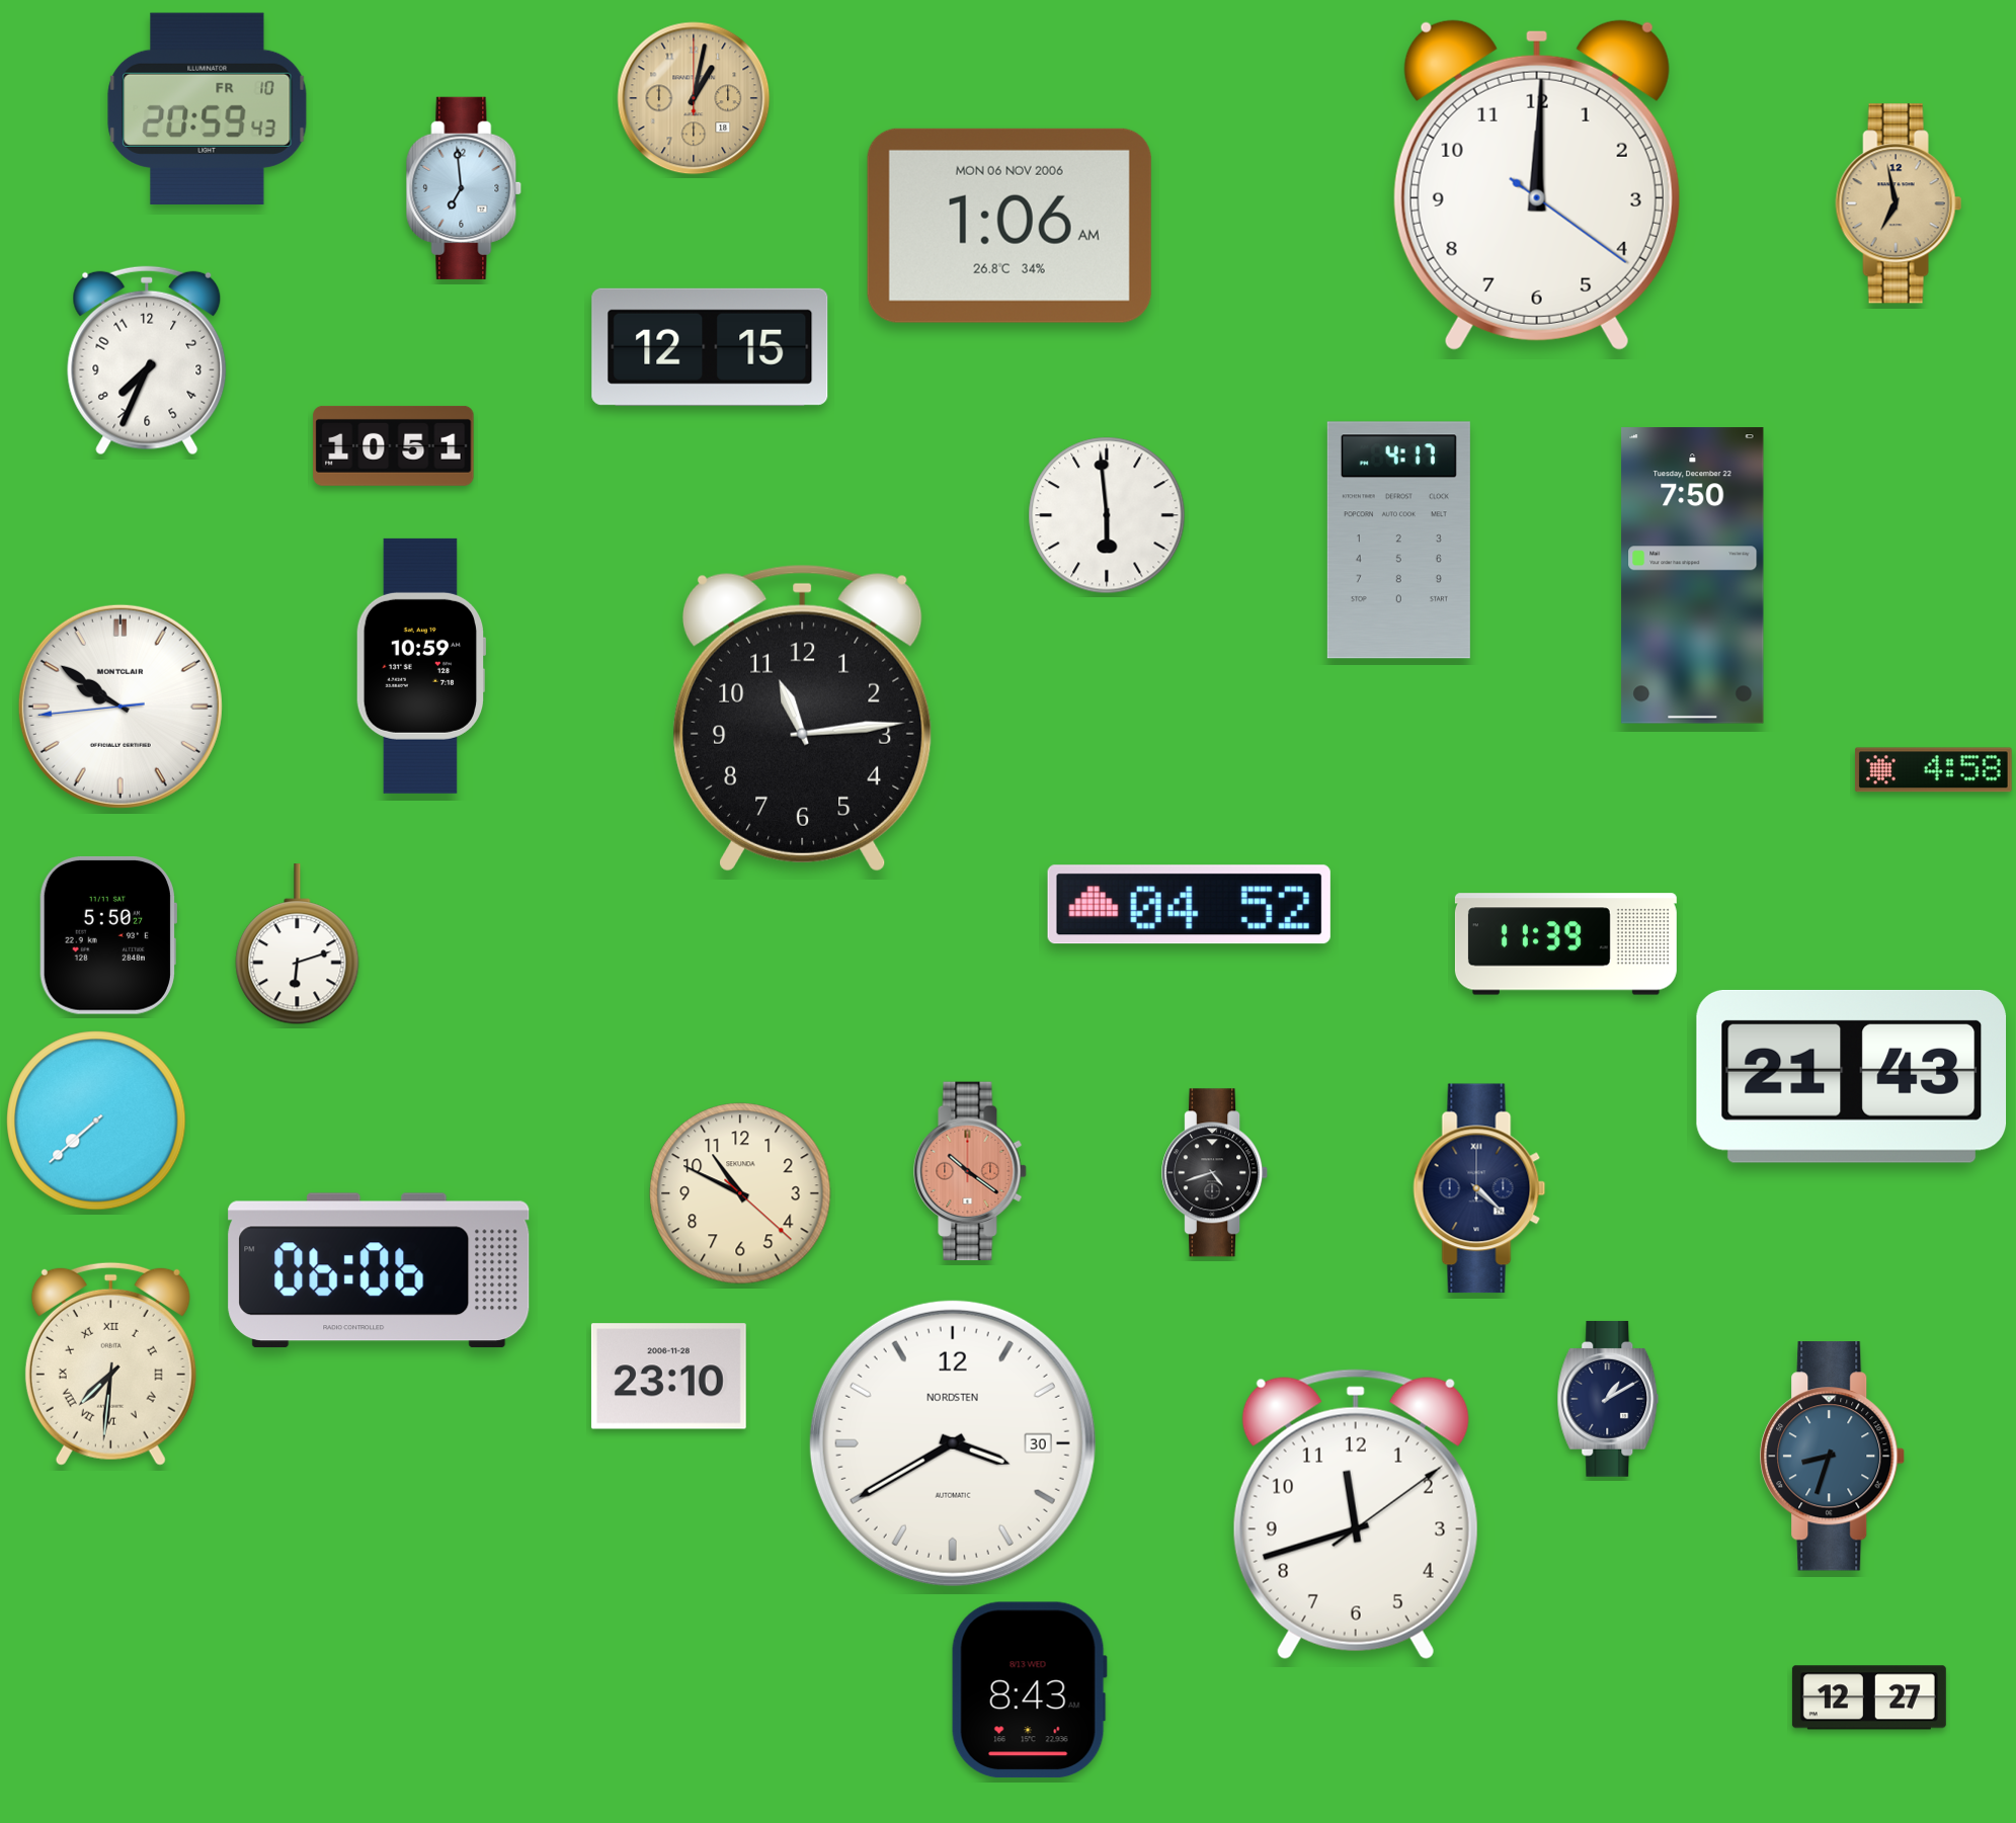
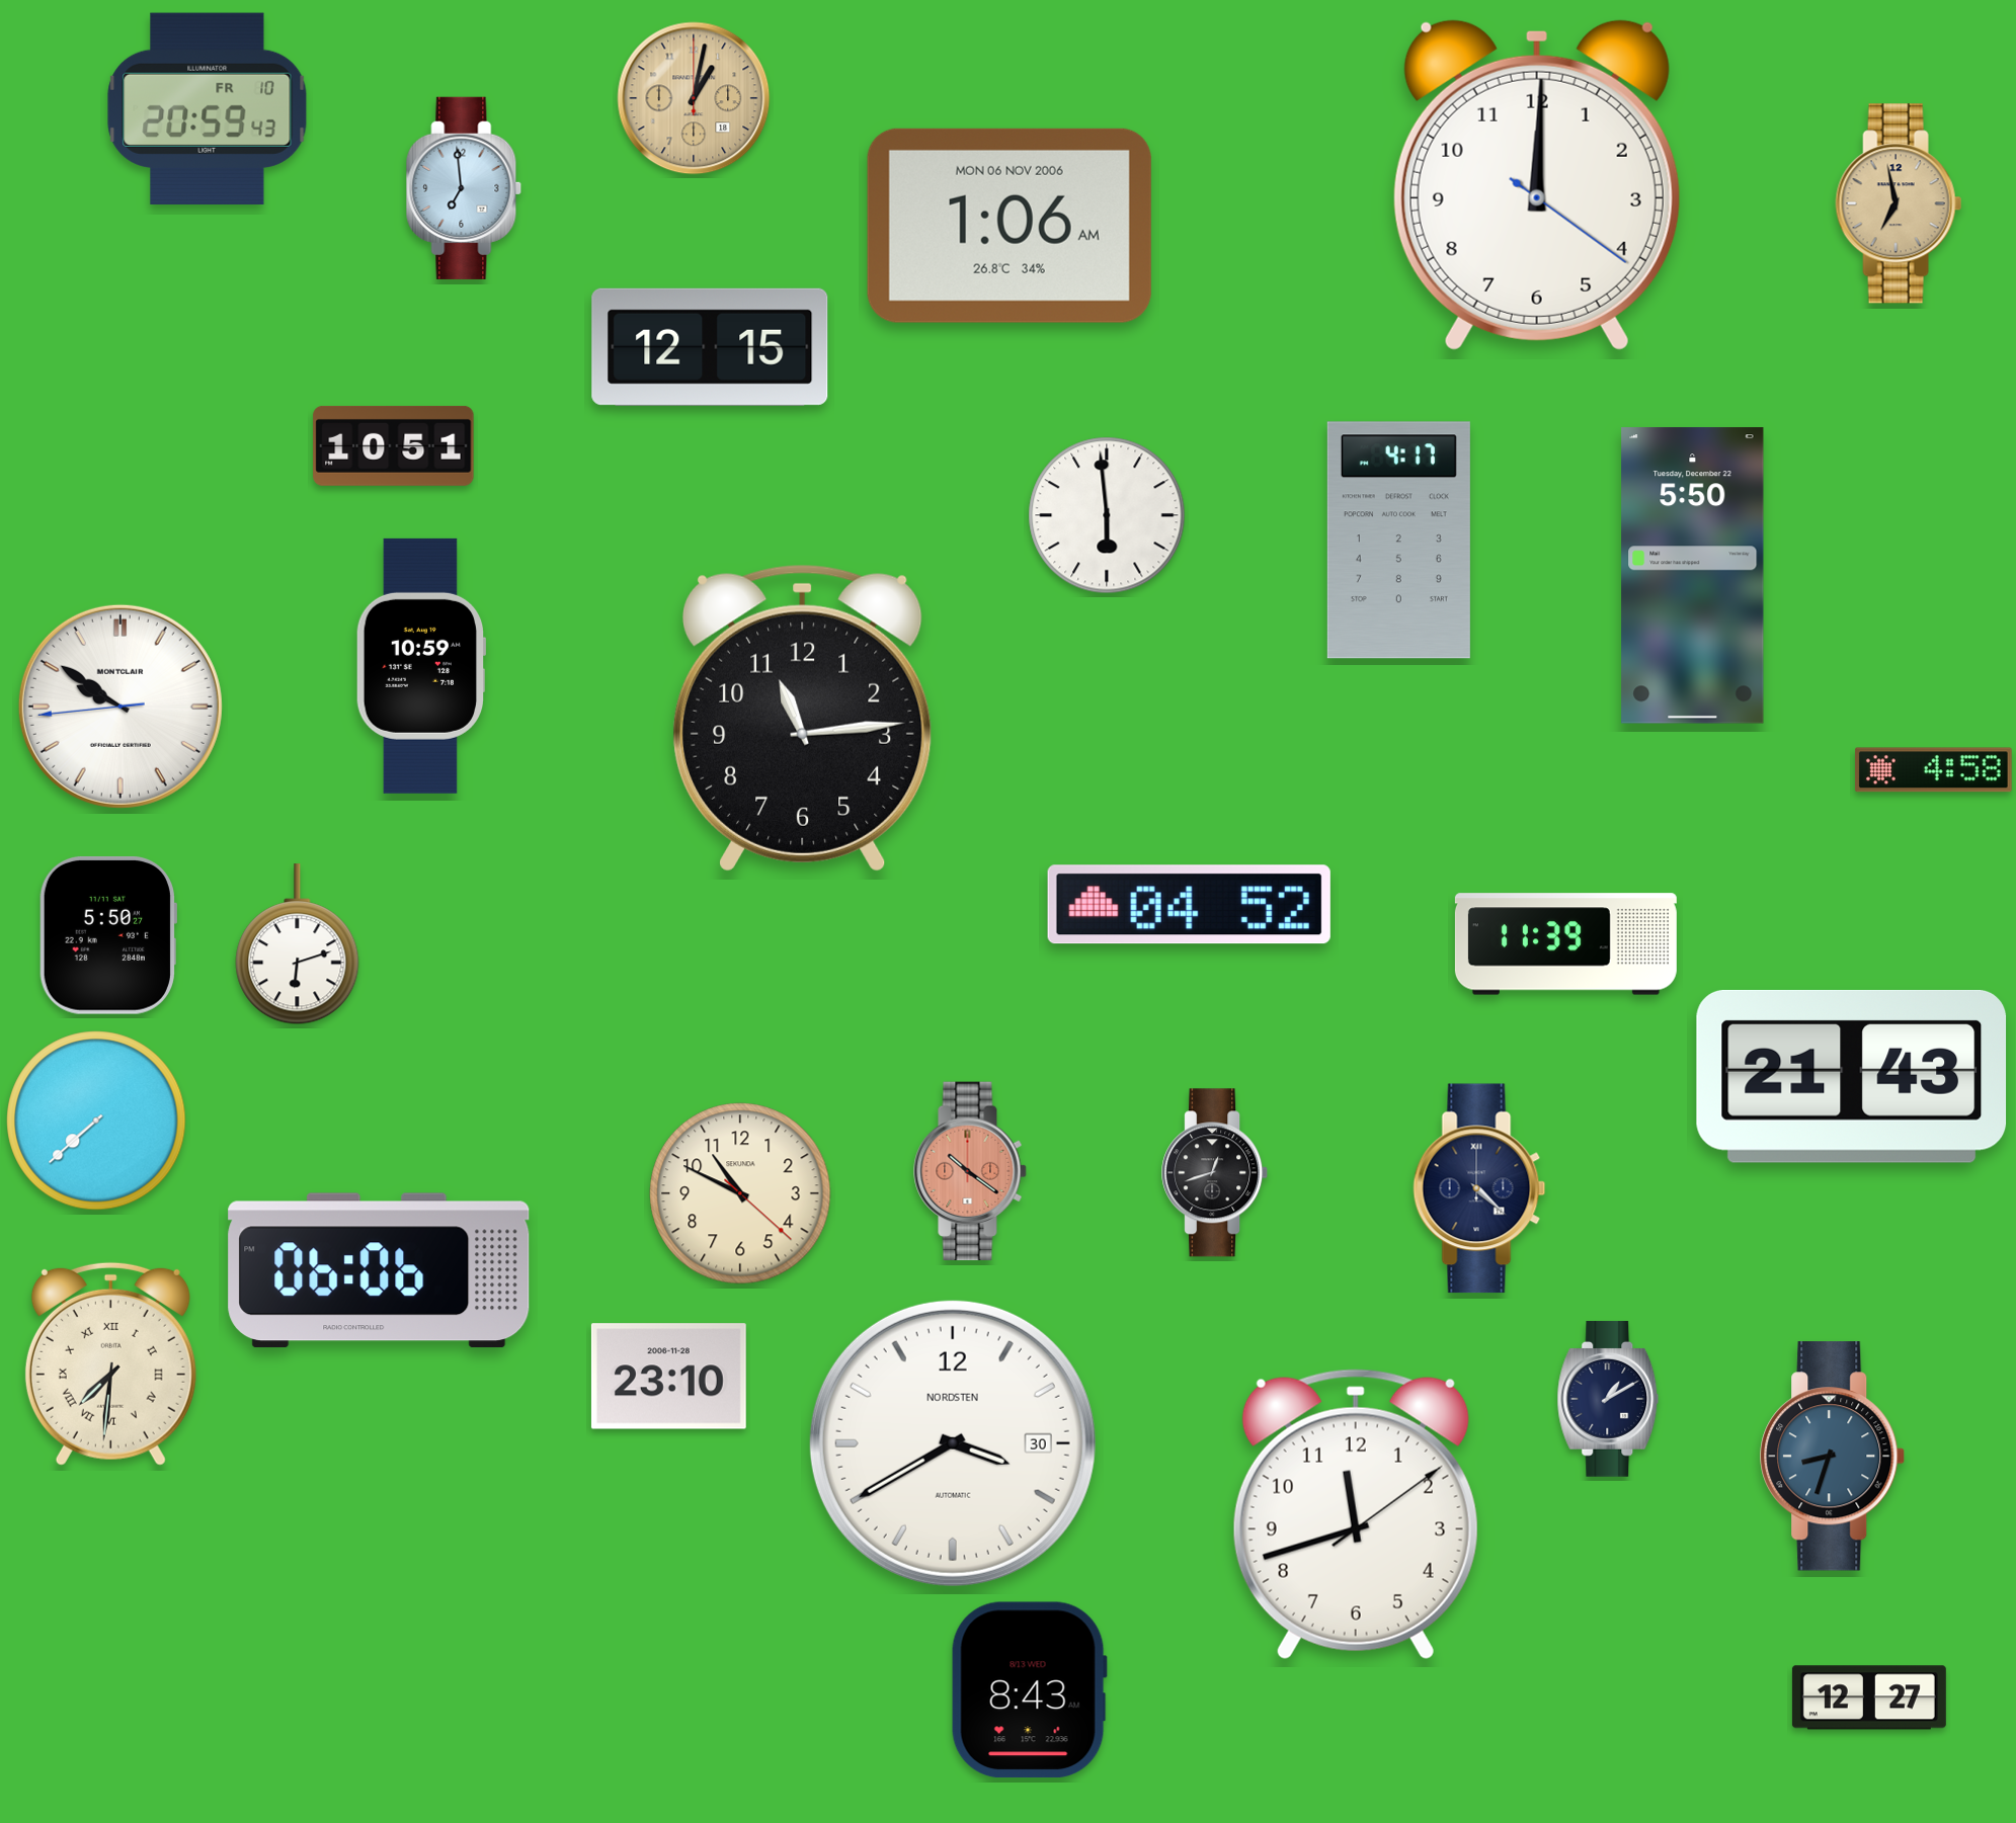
clock at (147, 360): 7:34 -> none
clock at (1693, 576): 7:50 -> 5:50
clock at (1215, 1173): 4:42 -> 12:42
